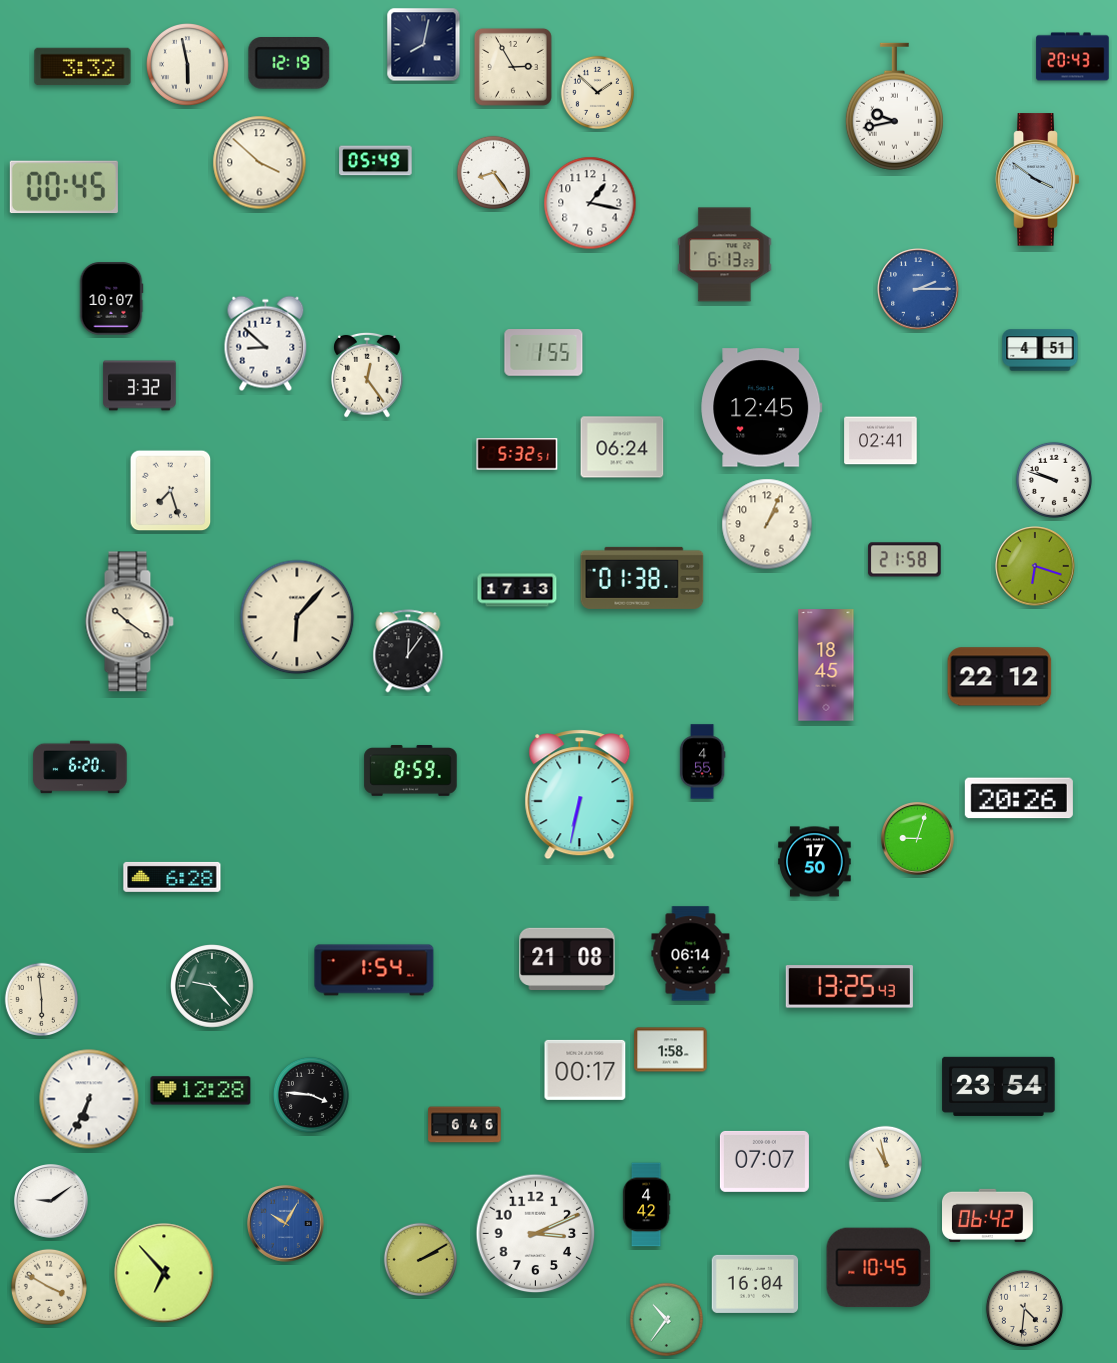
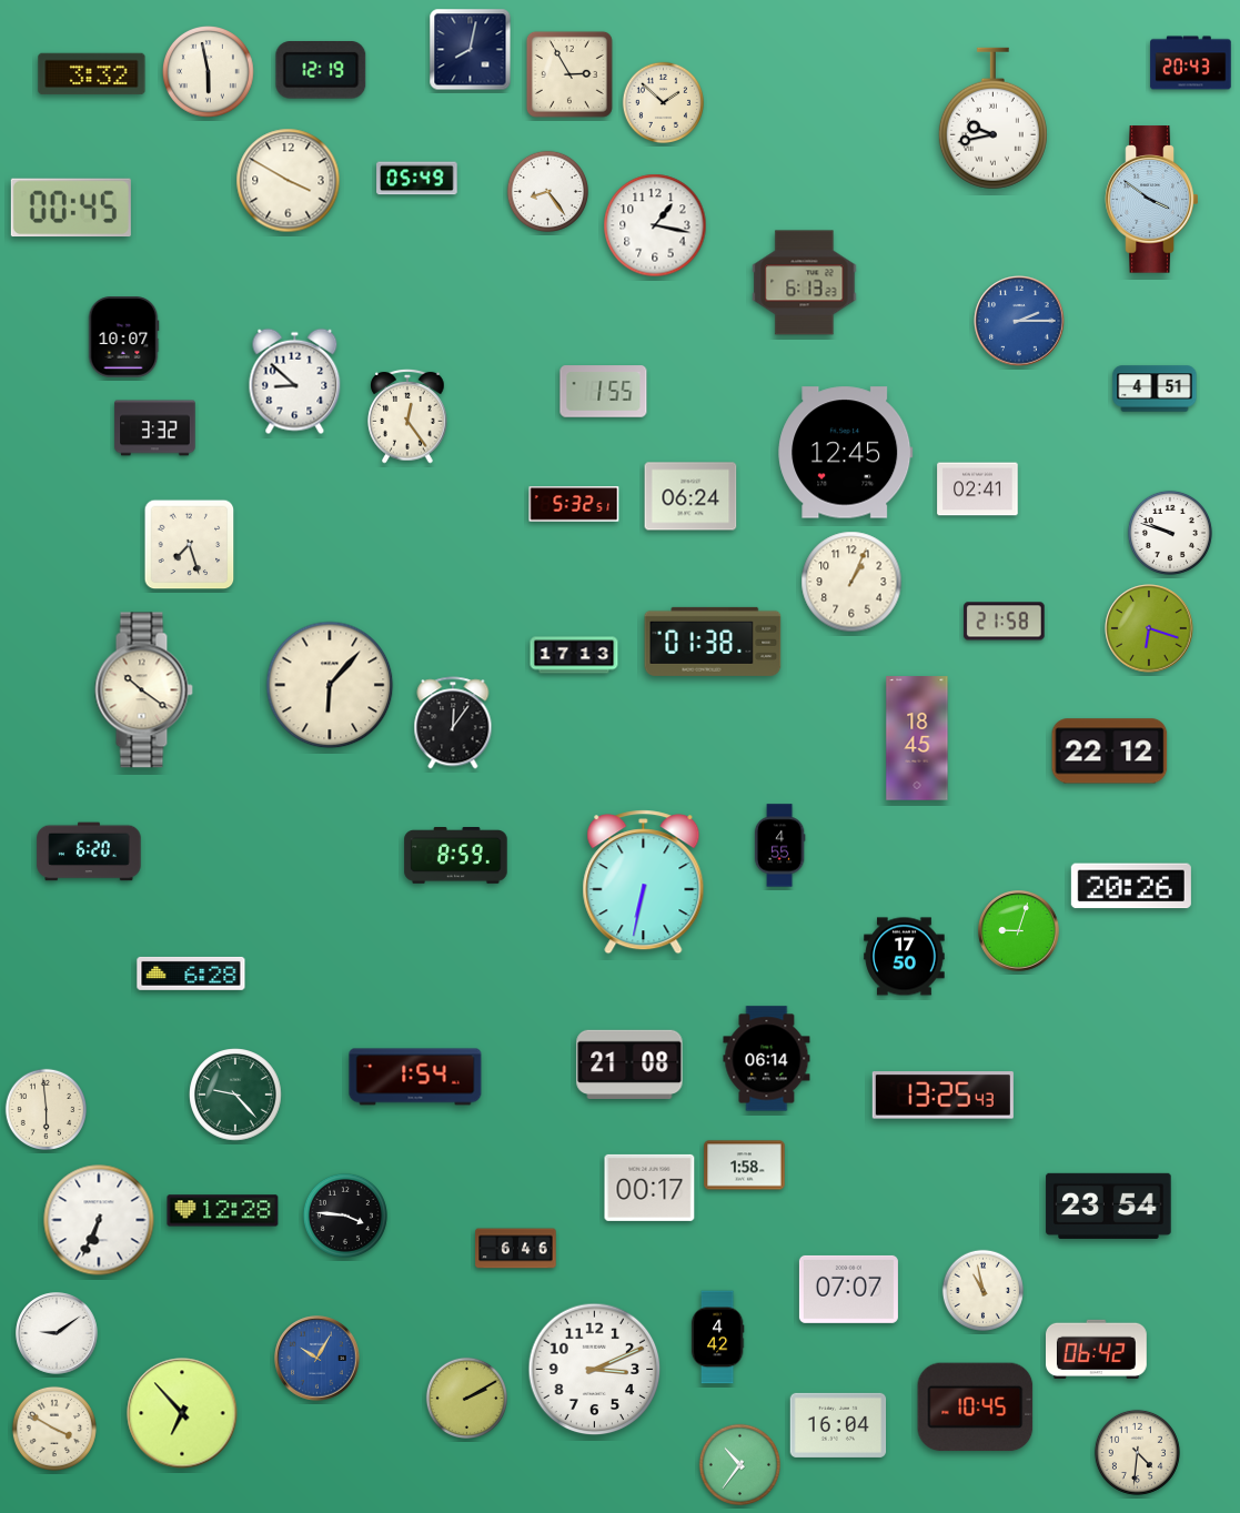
clock at (260, 163): 3:52 -> 3:50
clock at (111, 299) position: (111, 299) -> (123, 337)
